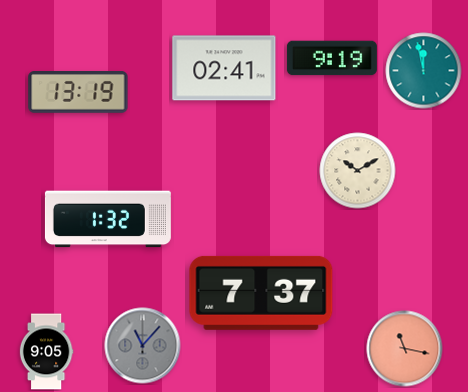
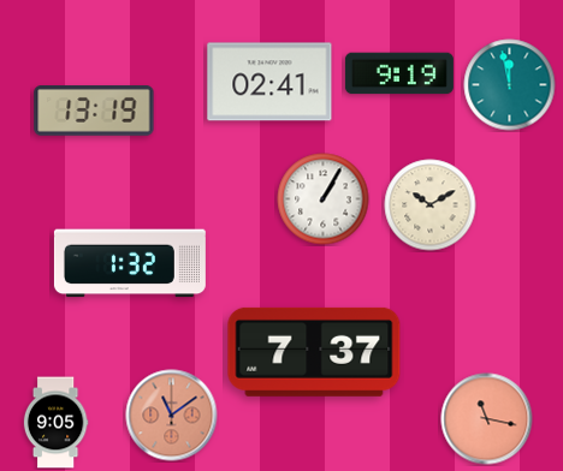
clock at (332, 58) position: (332, 58) -> (399, 73)
clock at (324, 199): none -> 1:05
clock at (143, 346): 11:07 -> 11:09
clock at (143, 346) dial: grey -> salmon
